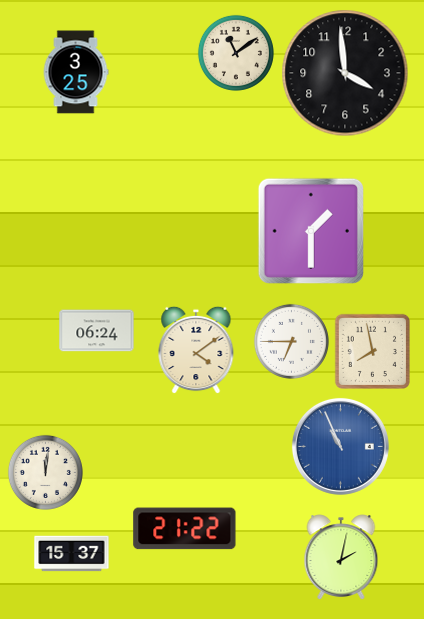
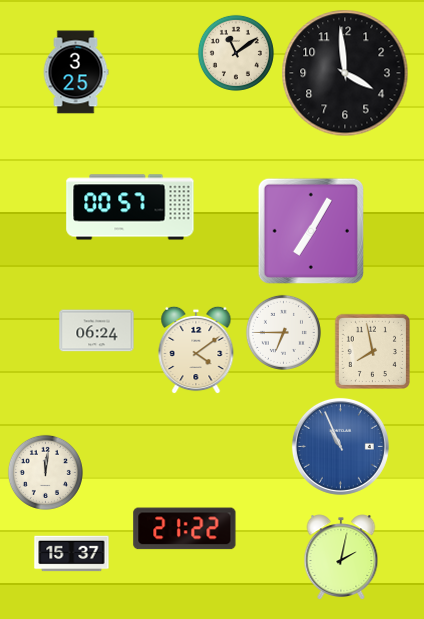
clock at (130, 207): none -> 00:57
clock at (310, 230): 1:30 -> 7:05
clock at (291, 341) position: (291, 341) -> (283, 332)
